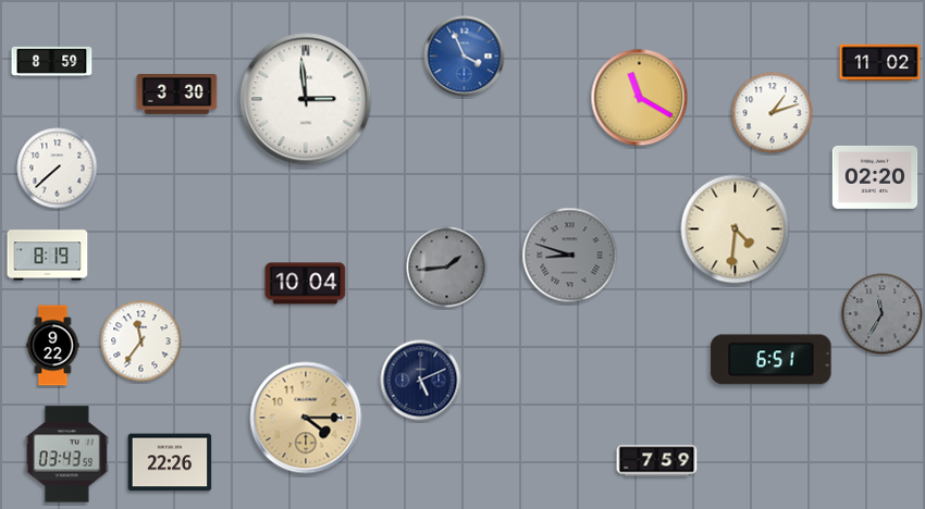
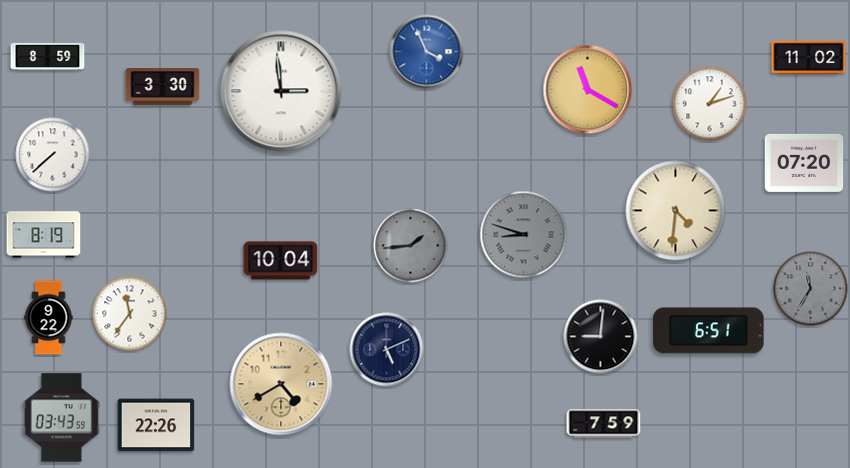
clock at (875, 177): 02:20 -> 07:20
clock at (601, 337): none -> 9:01
clock at (306, 418): 4:15 -> 4:40
